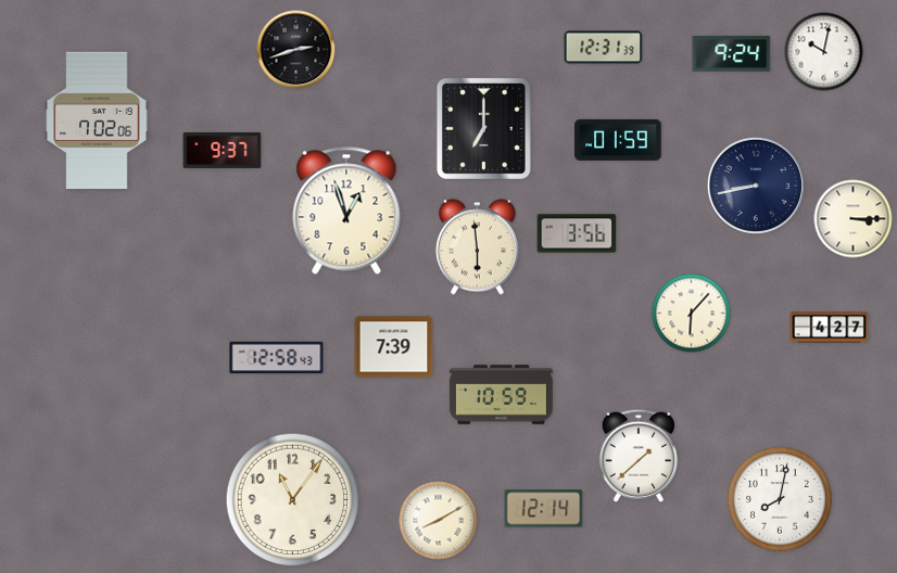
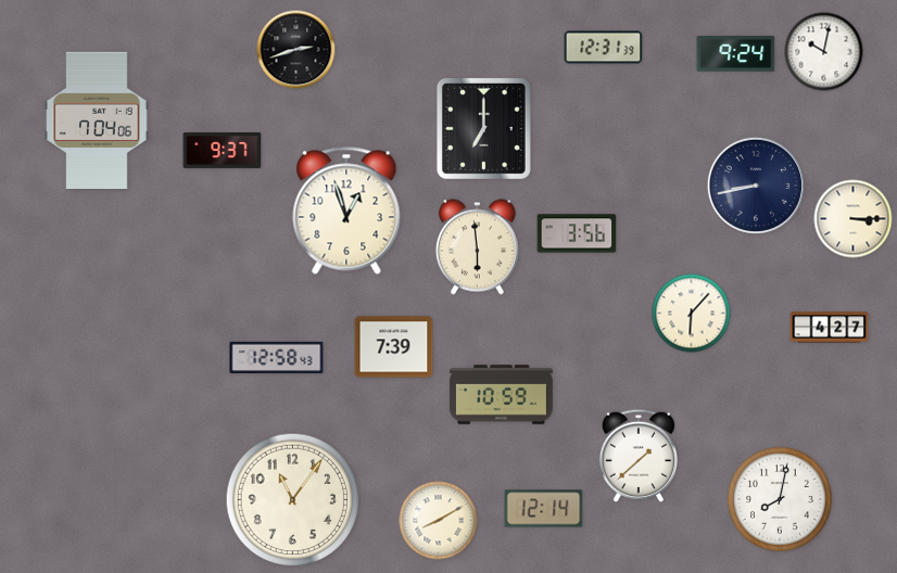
clock at (732, 54) position: (732, 54) -> (736, 54)
clock at (97, 119): 7:02 -> 7:04
clock at (618, 140): 01:59 -> none
